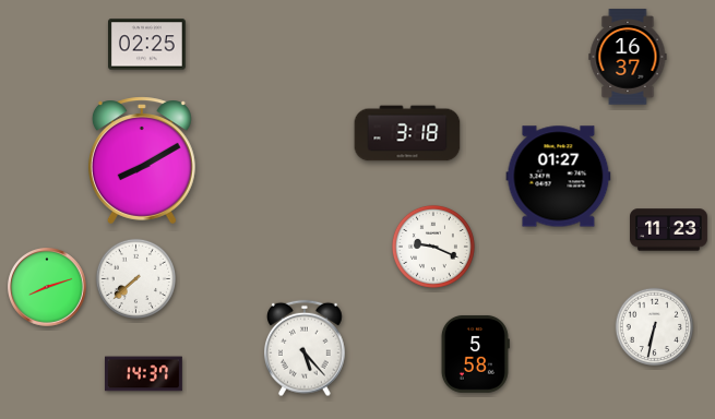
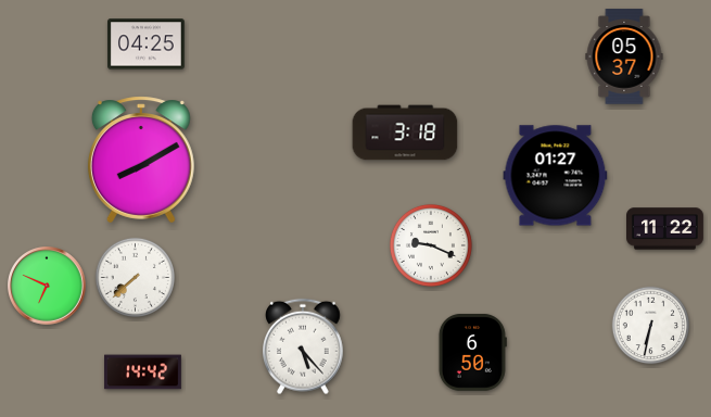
clock at (147, 45): 02:25 -> 04:25
clock at (628, 57): 16:37 -> 05:37
clock at (669, 230): 11:23 -> 11:22
clock at (48, 288): 8:12 -> 6:49
clock at (475, 354): 5:58 -> 6:50
clock at (144, 374): 14:37 -> 14:42
